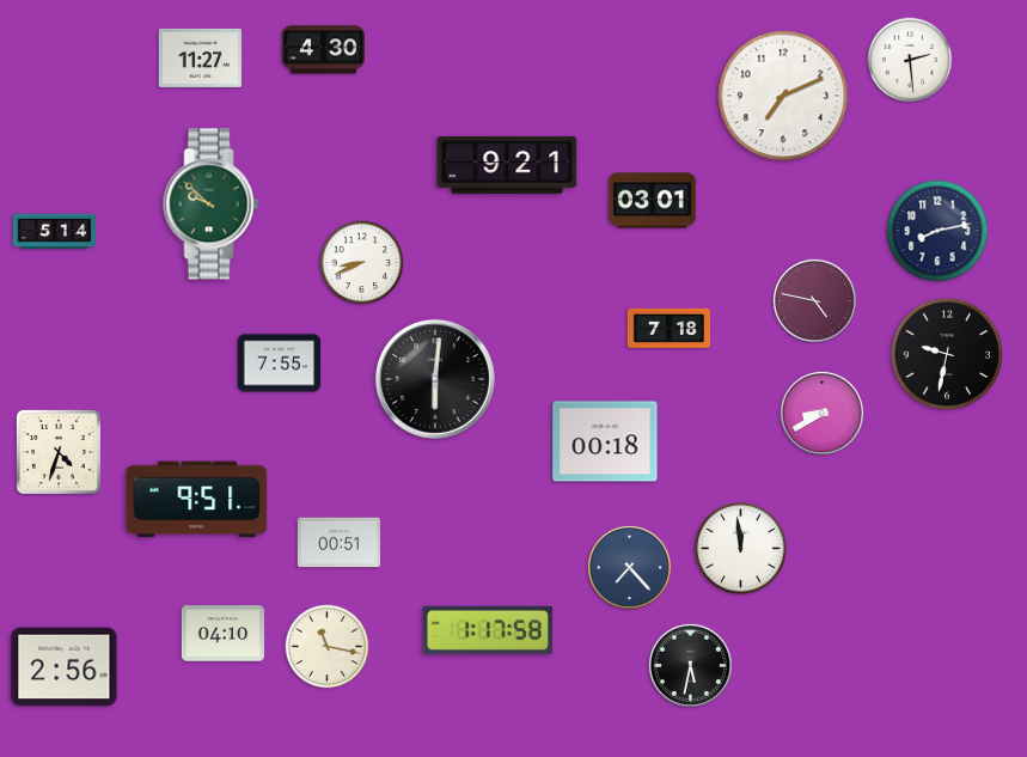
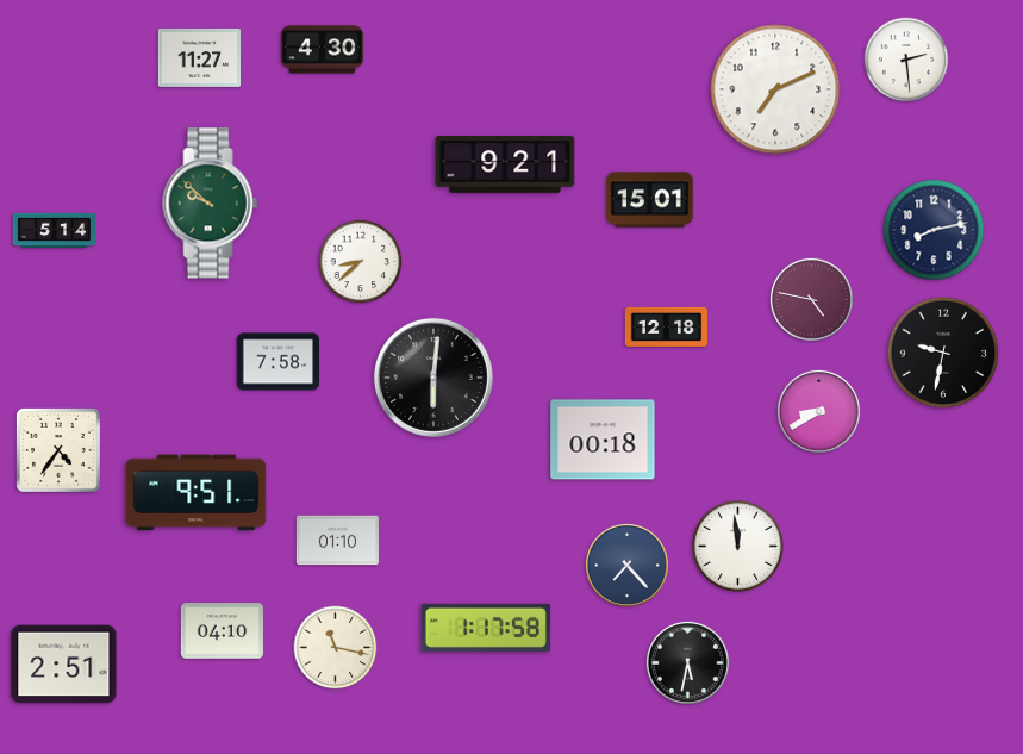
clock at (783, 96) position: (783, 96) -> (775, 89)
clock at (653, 201): 03:01 -> 15:01
clock at (362, 263): 8:41 -> 8:38
clock at (670, 328): 7:18 -> 12:18
clock at (280, 364): 7:55 -> 7:58
clock at (59, 452): 4:33 -> 4:36
clock at (197, 500) position: (197, 500) -> (197, 493)
clock at (340, 543): 00:51 -> 01:10
clock at (328, 647) position: (328, 647) -> (336, 648)
clock at (65, 667): 2:56 -> 2:51
